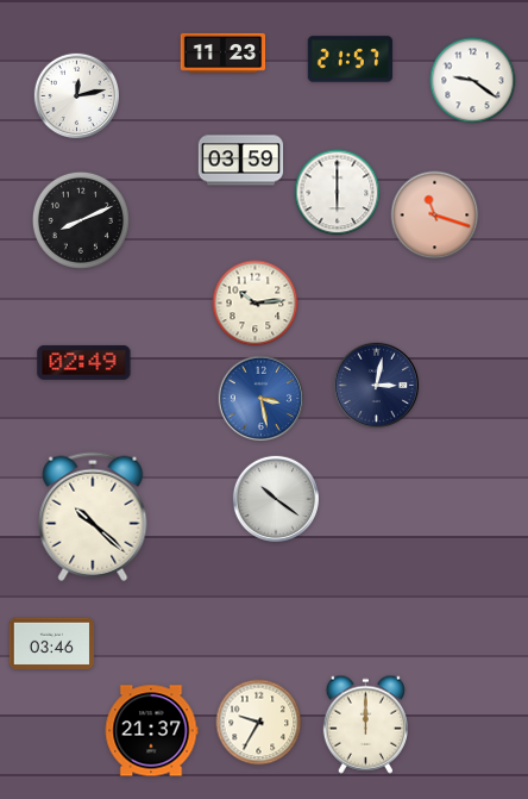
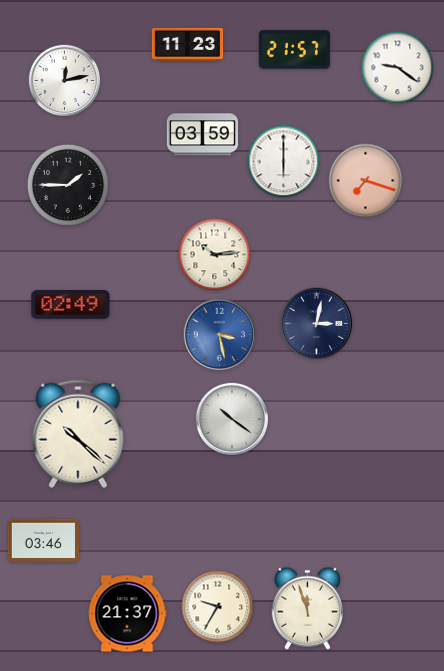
clock at (435, 216): 11:18 -> 7:18
clock at (81, 220): 8:11 -> 1:45
clock at (365, 724): 12:00 -> 11:57
